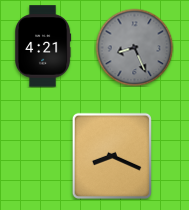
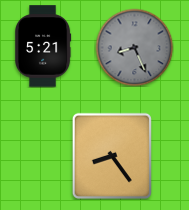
clock at (44, 46): 4:21 -> 5:21
clock at (112, 156): 8:19 -> 8:24
